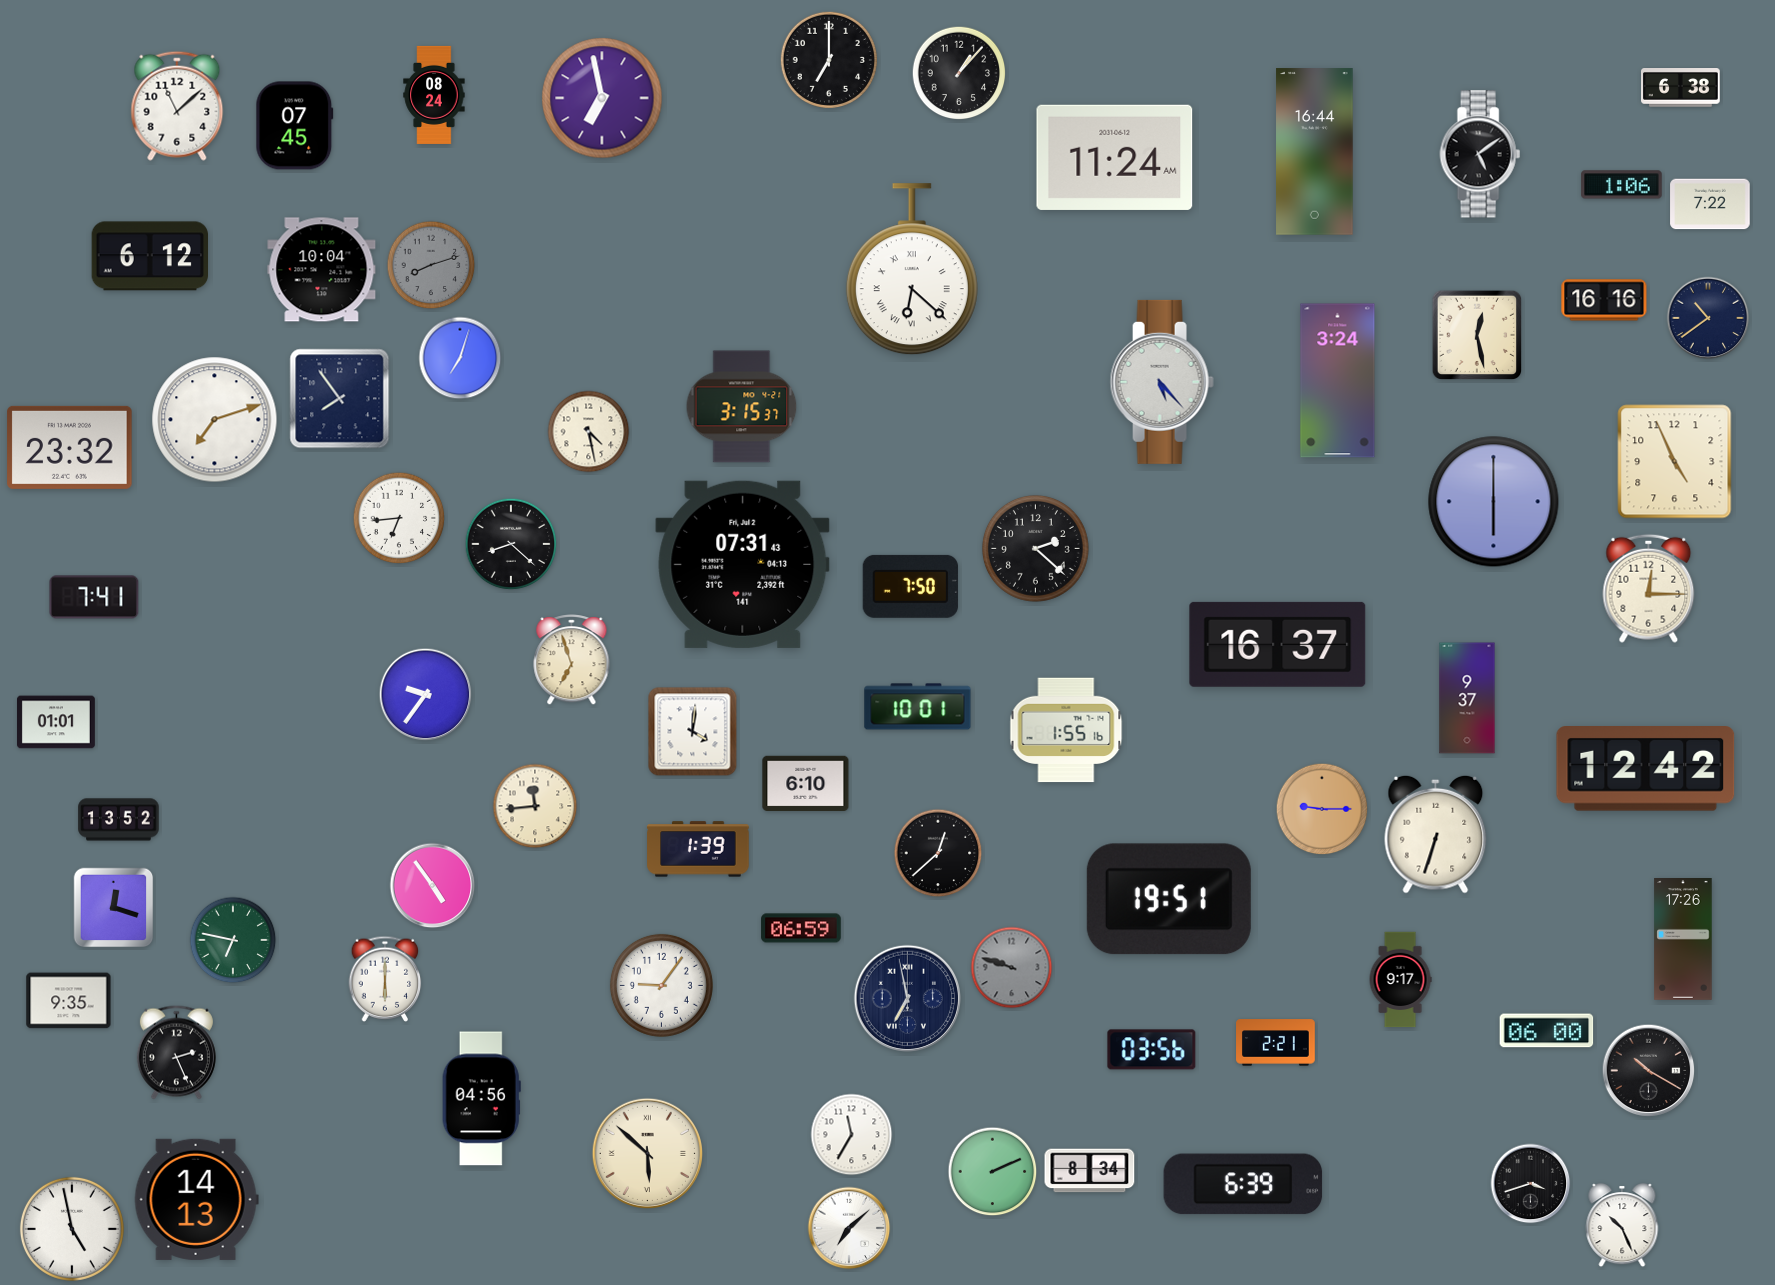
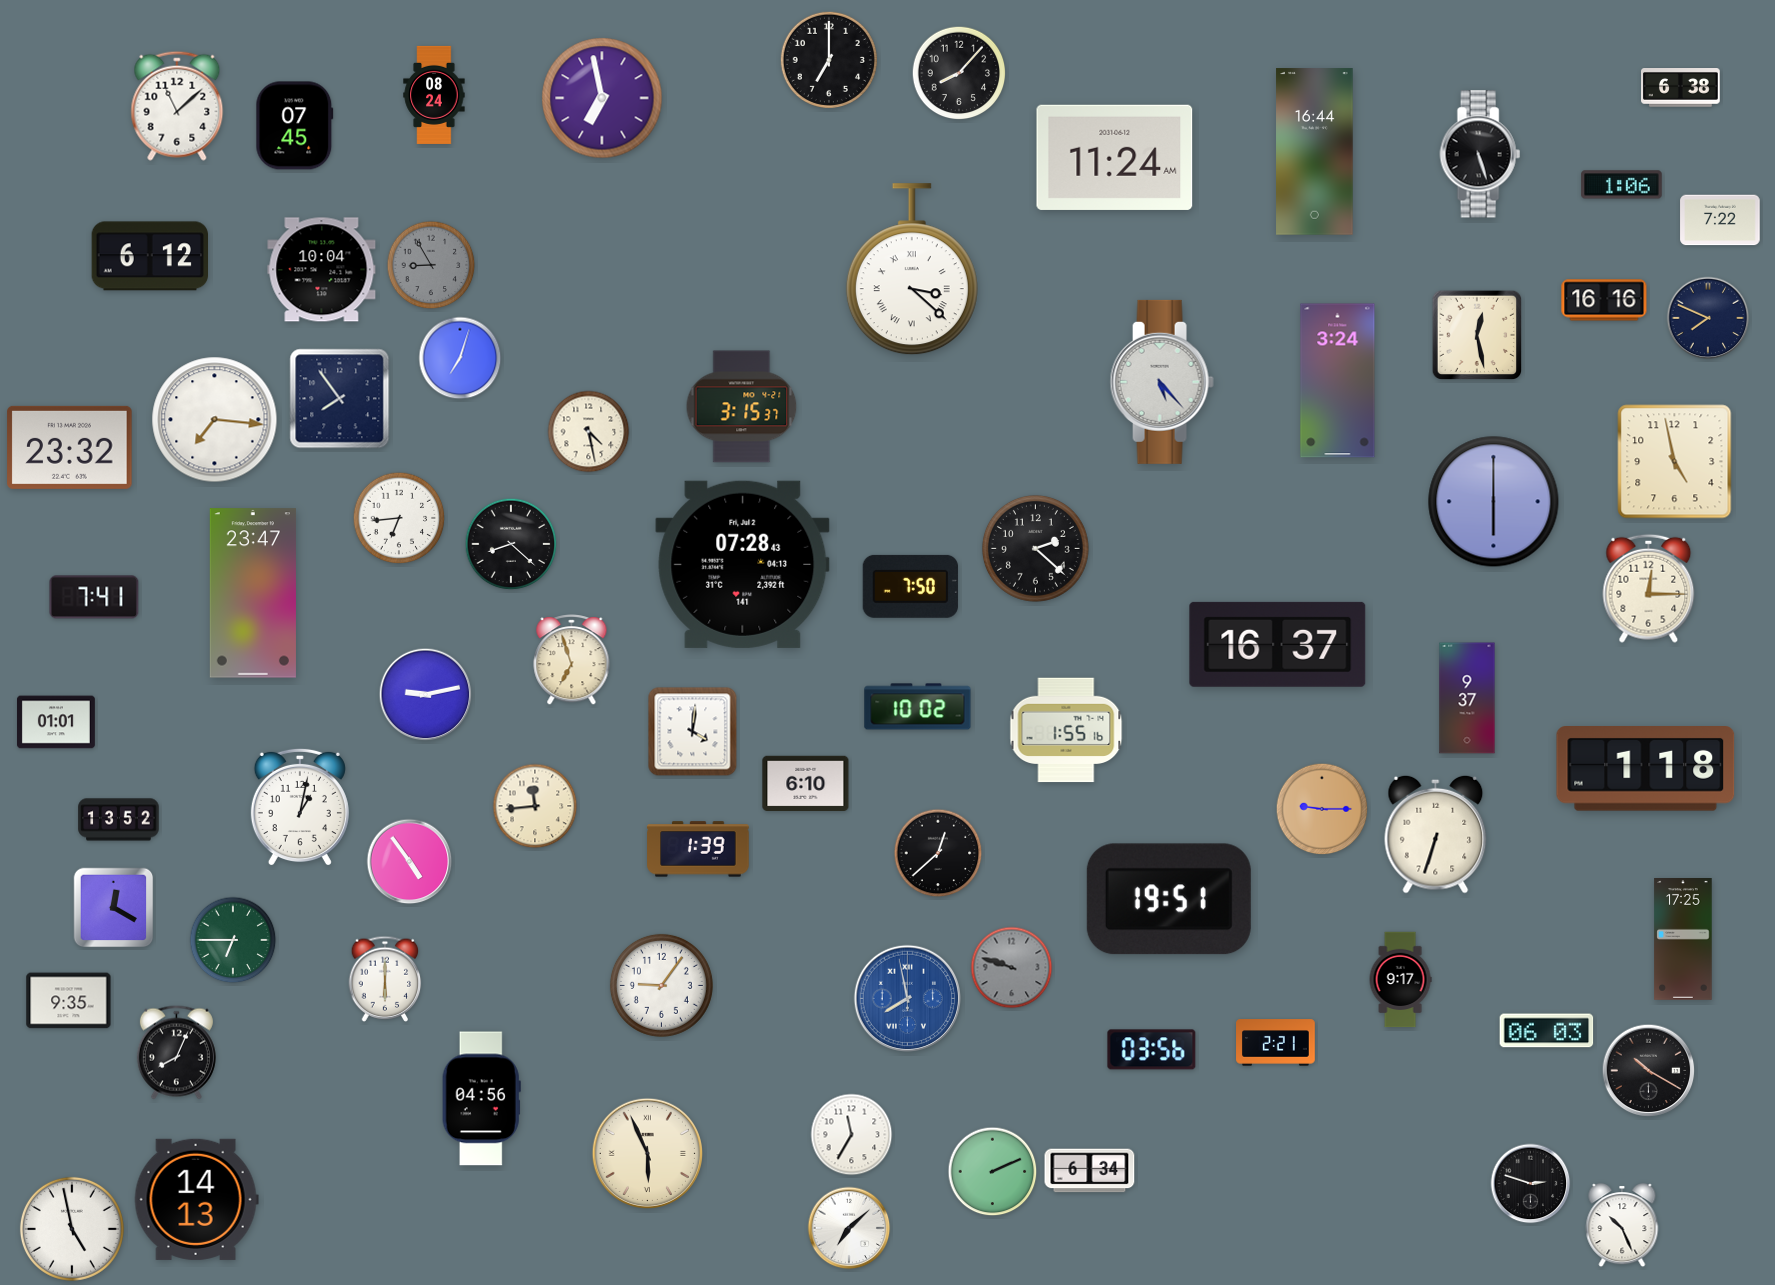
clock at (959, 73): 1:07 -> 8:07
clock at (1480, 154): 5:09 -> 5:27
clock at (1710, 204) position: (1710, 204) -> (1720, 220)
clock at (431, 265): 8:12 -> 8:55
clock at (912, 270): 6:22 -> 3:22
clock at (1708, 318): 10:39 -> 7:49
clock at (215, 420): 7:12 -> 7:16
clock at (1675, 462): 4:56 -> 4:58
clock at (743, 564): 07:31 -> 07:28
clock at (253, 593): none -> 23:47
clock at (426, 695): 9:36 -> 9:13
clock at (918, 707): 10:01 -> 10:02
clock at (1646, 769): 12:42 -> 1:18
clock at (300, 807): none -> 1:02
clock at (433, 886) position: (433, 886) -> (410, 862)
clock at (114, 908): 12:18 -> 12:20
clock at (801, 928): 06:59 -> none
clock at (233, 940): 6:47 -> 6:45
clock at (1683, 940): 17:26 -> 17:25
clock at (907, 998): 6:58 -> 7:58
clock at (907, 998) dial: navy -> blue
clock at (1547, 1031): 06:00 -> 06:03
clock at (176, 1053): 2:26 -> 8:04
clock at (647, 1153): 5:52 -> 5:56
clock at (1090, 1171): 8:34 -> 6:34
clock at (1243, 1184): 6:39 -> none
clock at (1531, 1184): 3:42 -> 2:48
